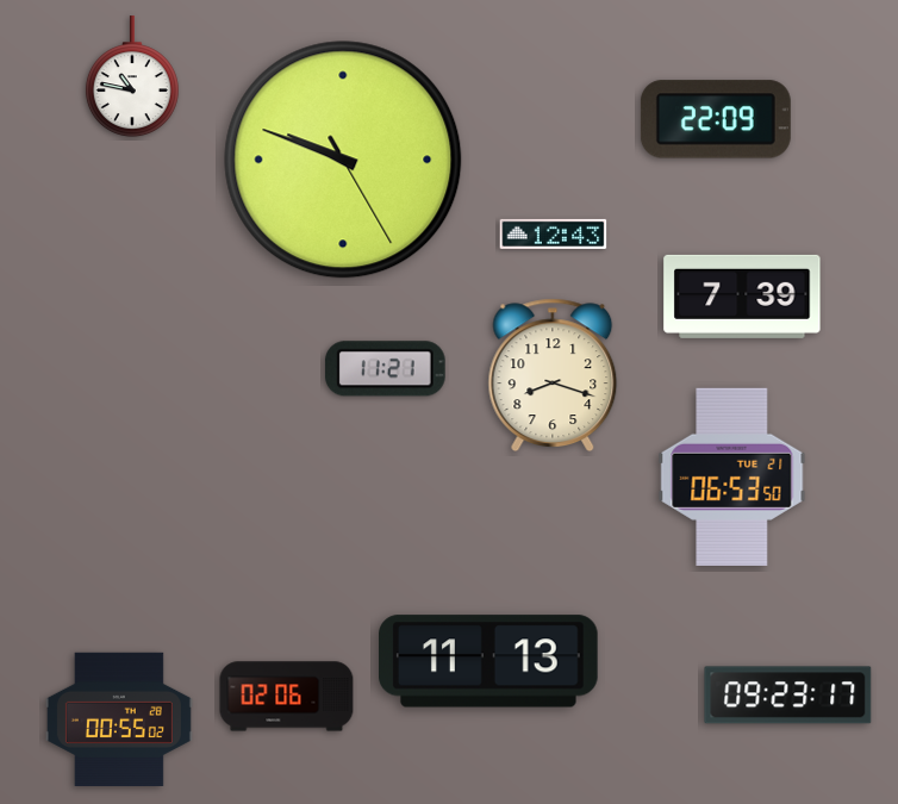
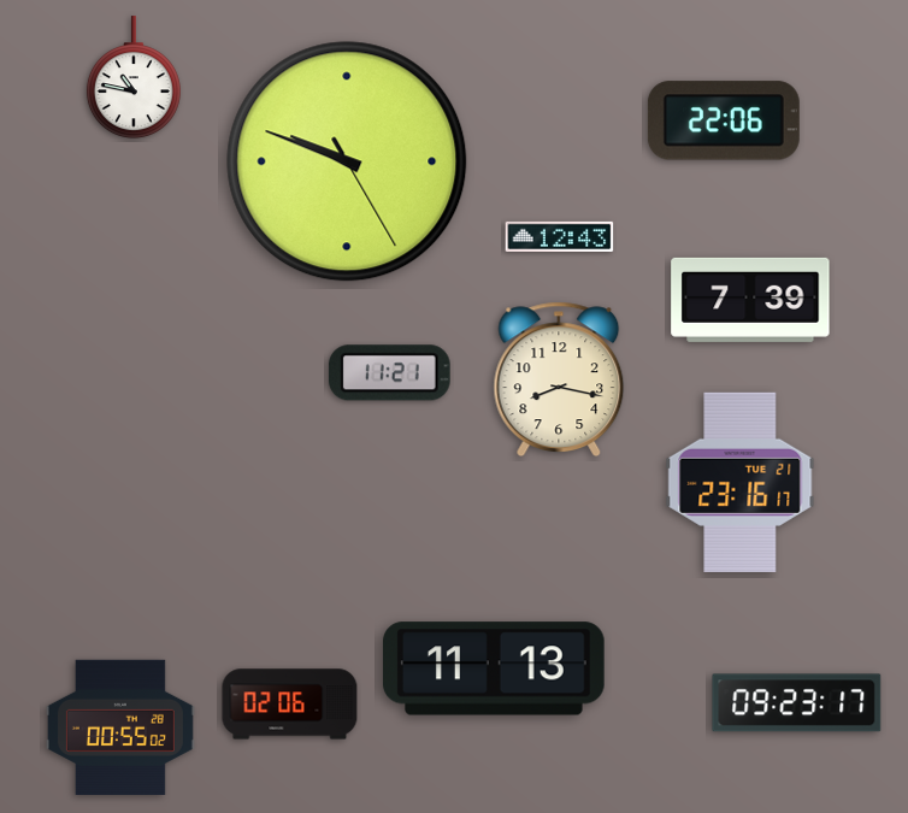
clock at (716, 119): 22:09 -> 22:06
clock at (553, 374): 8:18 -> 8:17
clock at (732, 476): 06:53 -> 23:16
